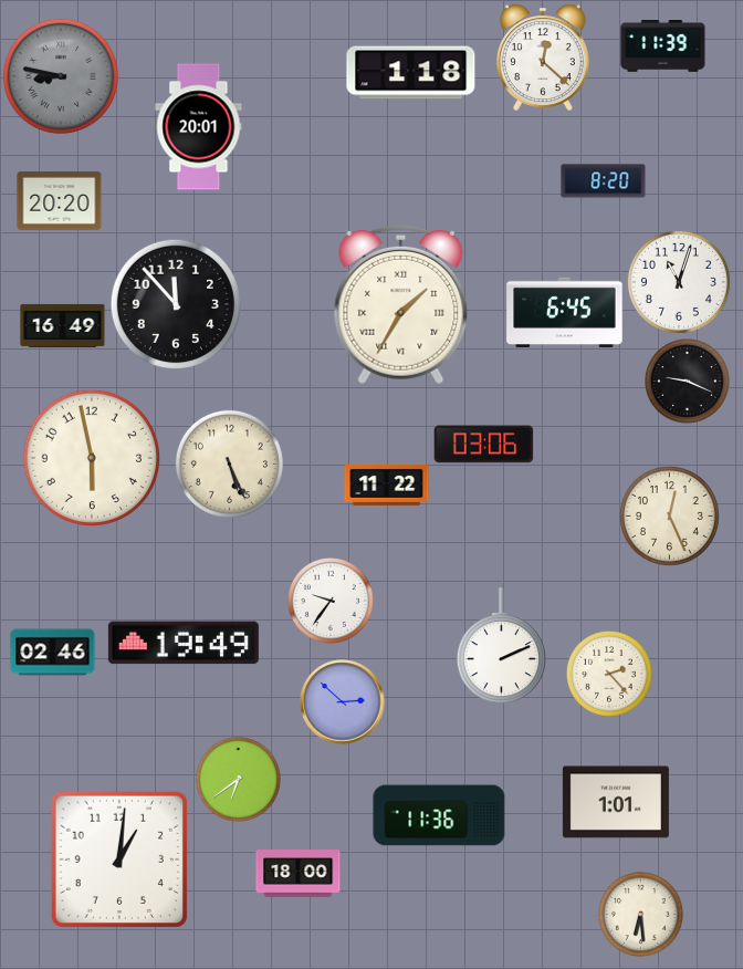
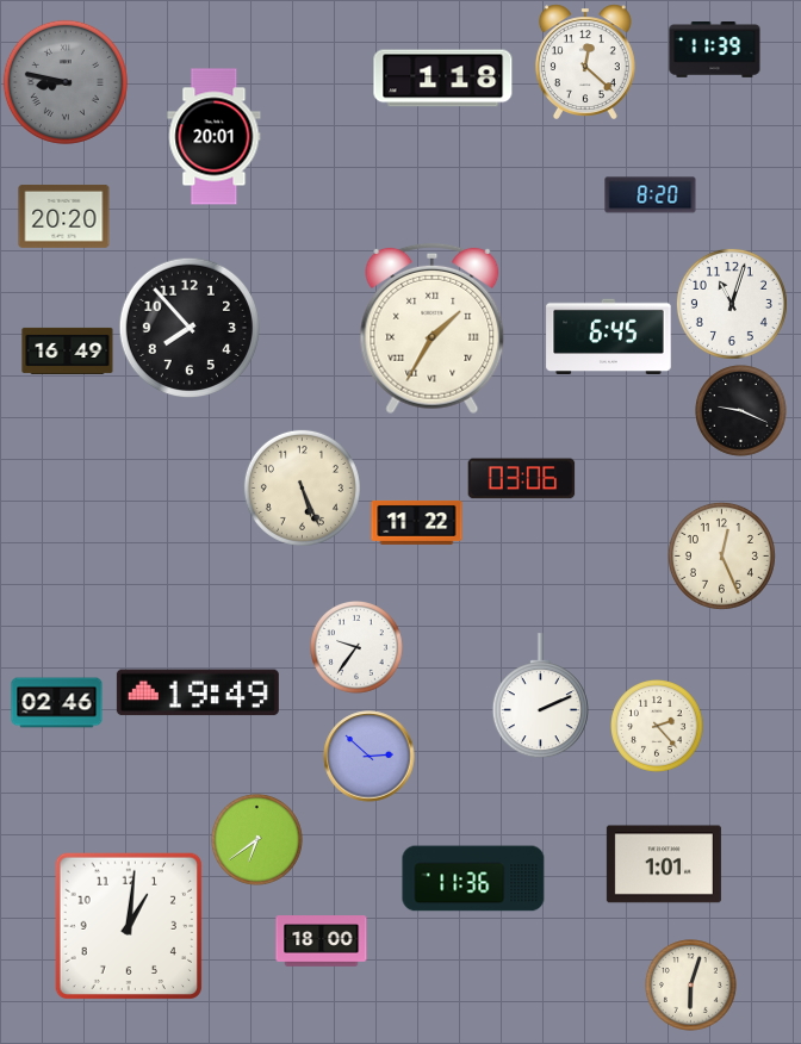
clock at (175, 303): 11:53 -> 7:53
clock at (92, 458): 5:58 -> none
clock at (229, 463) position: (229, 463) -> (302, 487)
clock at (641, 915): 6:29 -> 6:03
